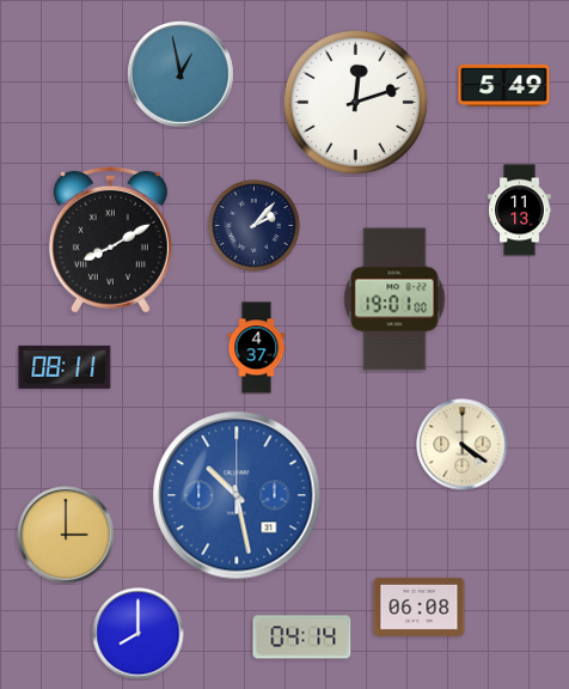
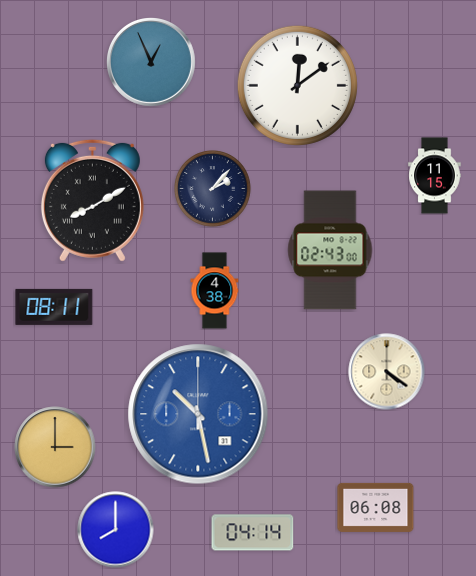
clock at (182, 75): 12:58 -> 12:56
clock at (504, 85): 5:49 -> none
clock at (355, 102): 12:12 -> 12:09
clock at (520, 211): 11:13 -> 11:15
clock at (394, 299): 19:01 -> 02:43
clock at (257, 348): 4:37 -> 4:38
clock at (420, 606) position: (420, 606) -> (376, 507)
